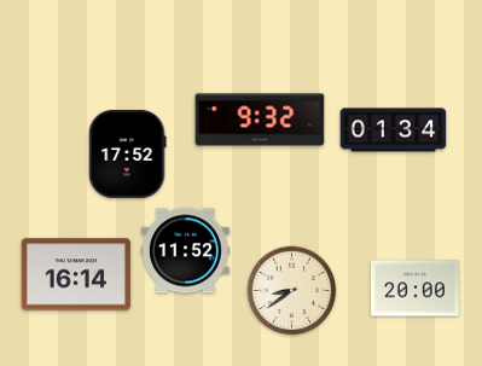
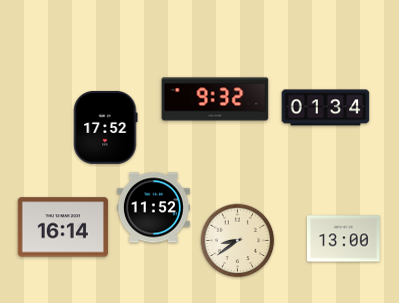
clock at (414, 289): 20:00 -> 13:00
clock at (292, 291) position: (292, 291) -> (238, 241)
